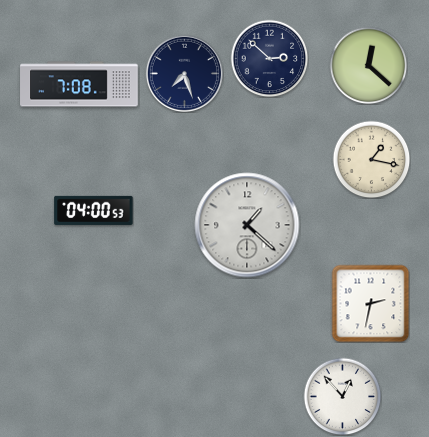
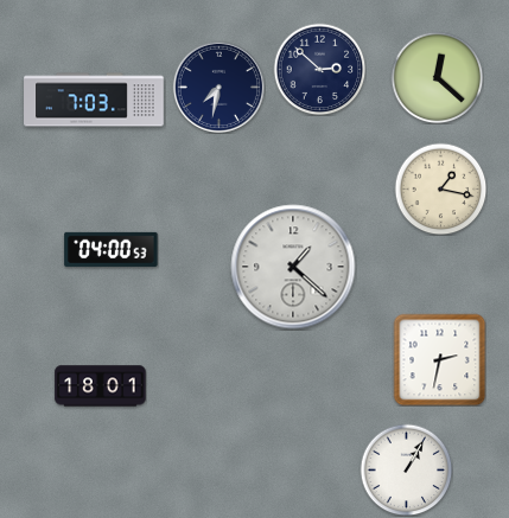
clock at (184, 73): 7:27 -> 7:32
clock at (79, 84): 7:08 -> 7:03
clock at (101, 386): none -> 18:01
clock at (342, 396): 12:53 -> 1:05
